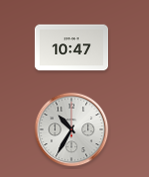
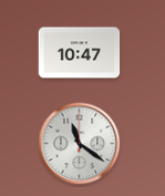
clock at (72, 130): 10:35 -> 11:21
